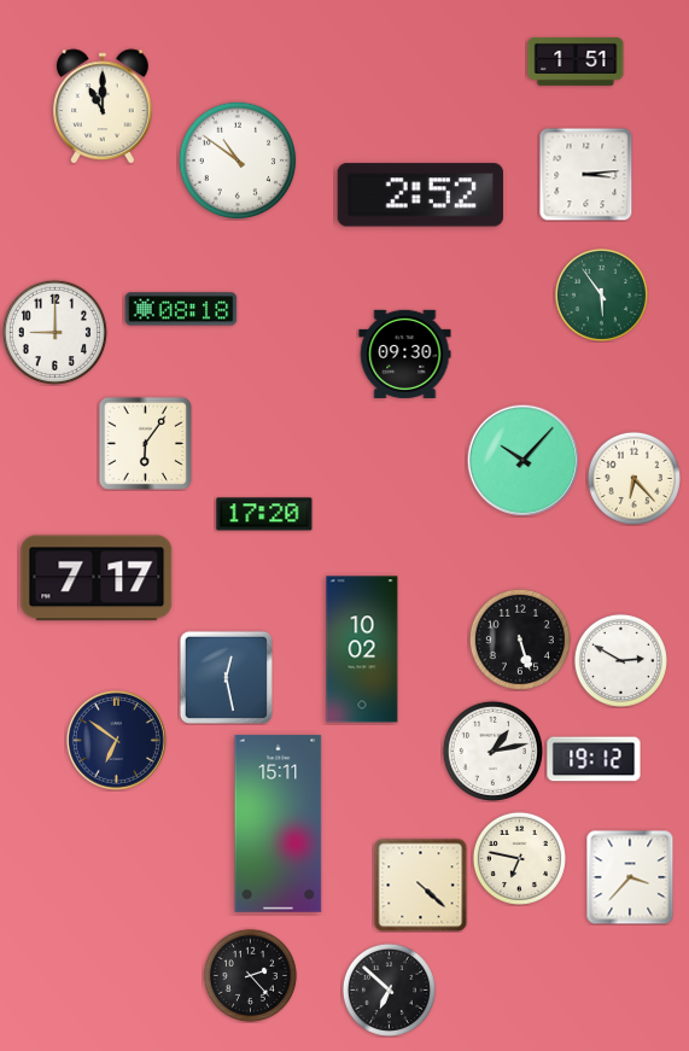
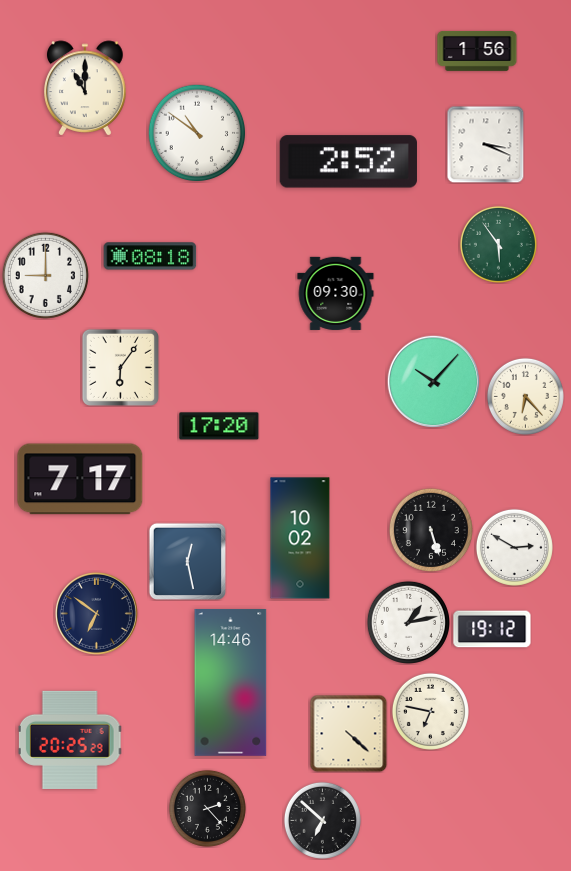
clock at (576, 62): 1:51 -> 1:56
clock at (585, 174): 3:14 -> 3:19
clock at (279, 823): 15:11 -> 14:46
clock at (630, 877): 3:37 -> none
clock at (70, 740): none -> 20:25
